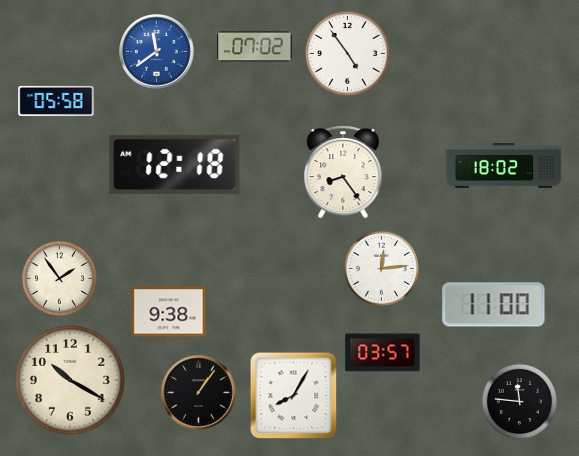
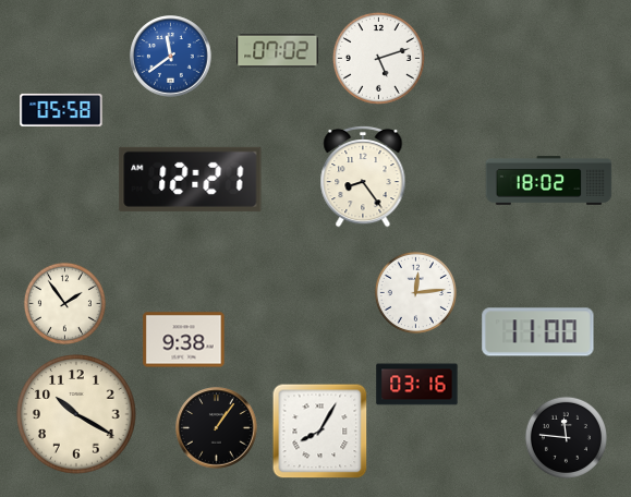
clock at (347, 53): 4:54 -> 5:12
clock at (175, 164): 12:18 -> 12:21
clock at (343, 172) position: (343, 172) -> (363, 177)
clock at (383, 353): 03:57 -> 03:16
